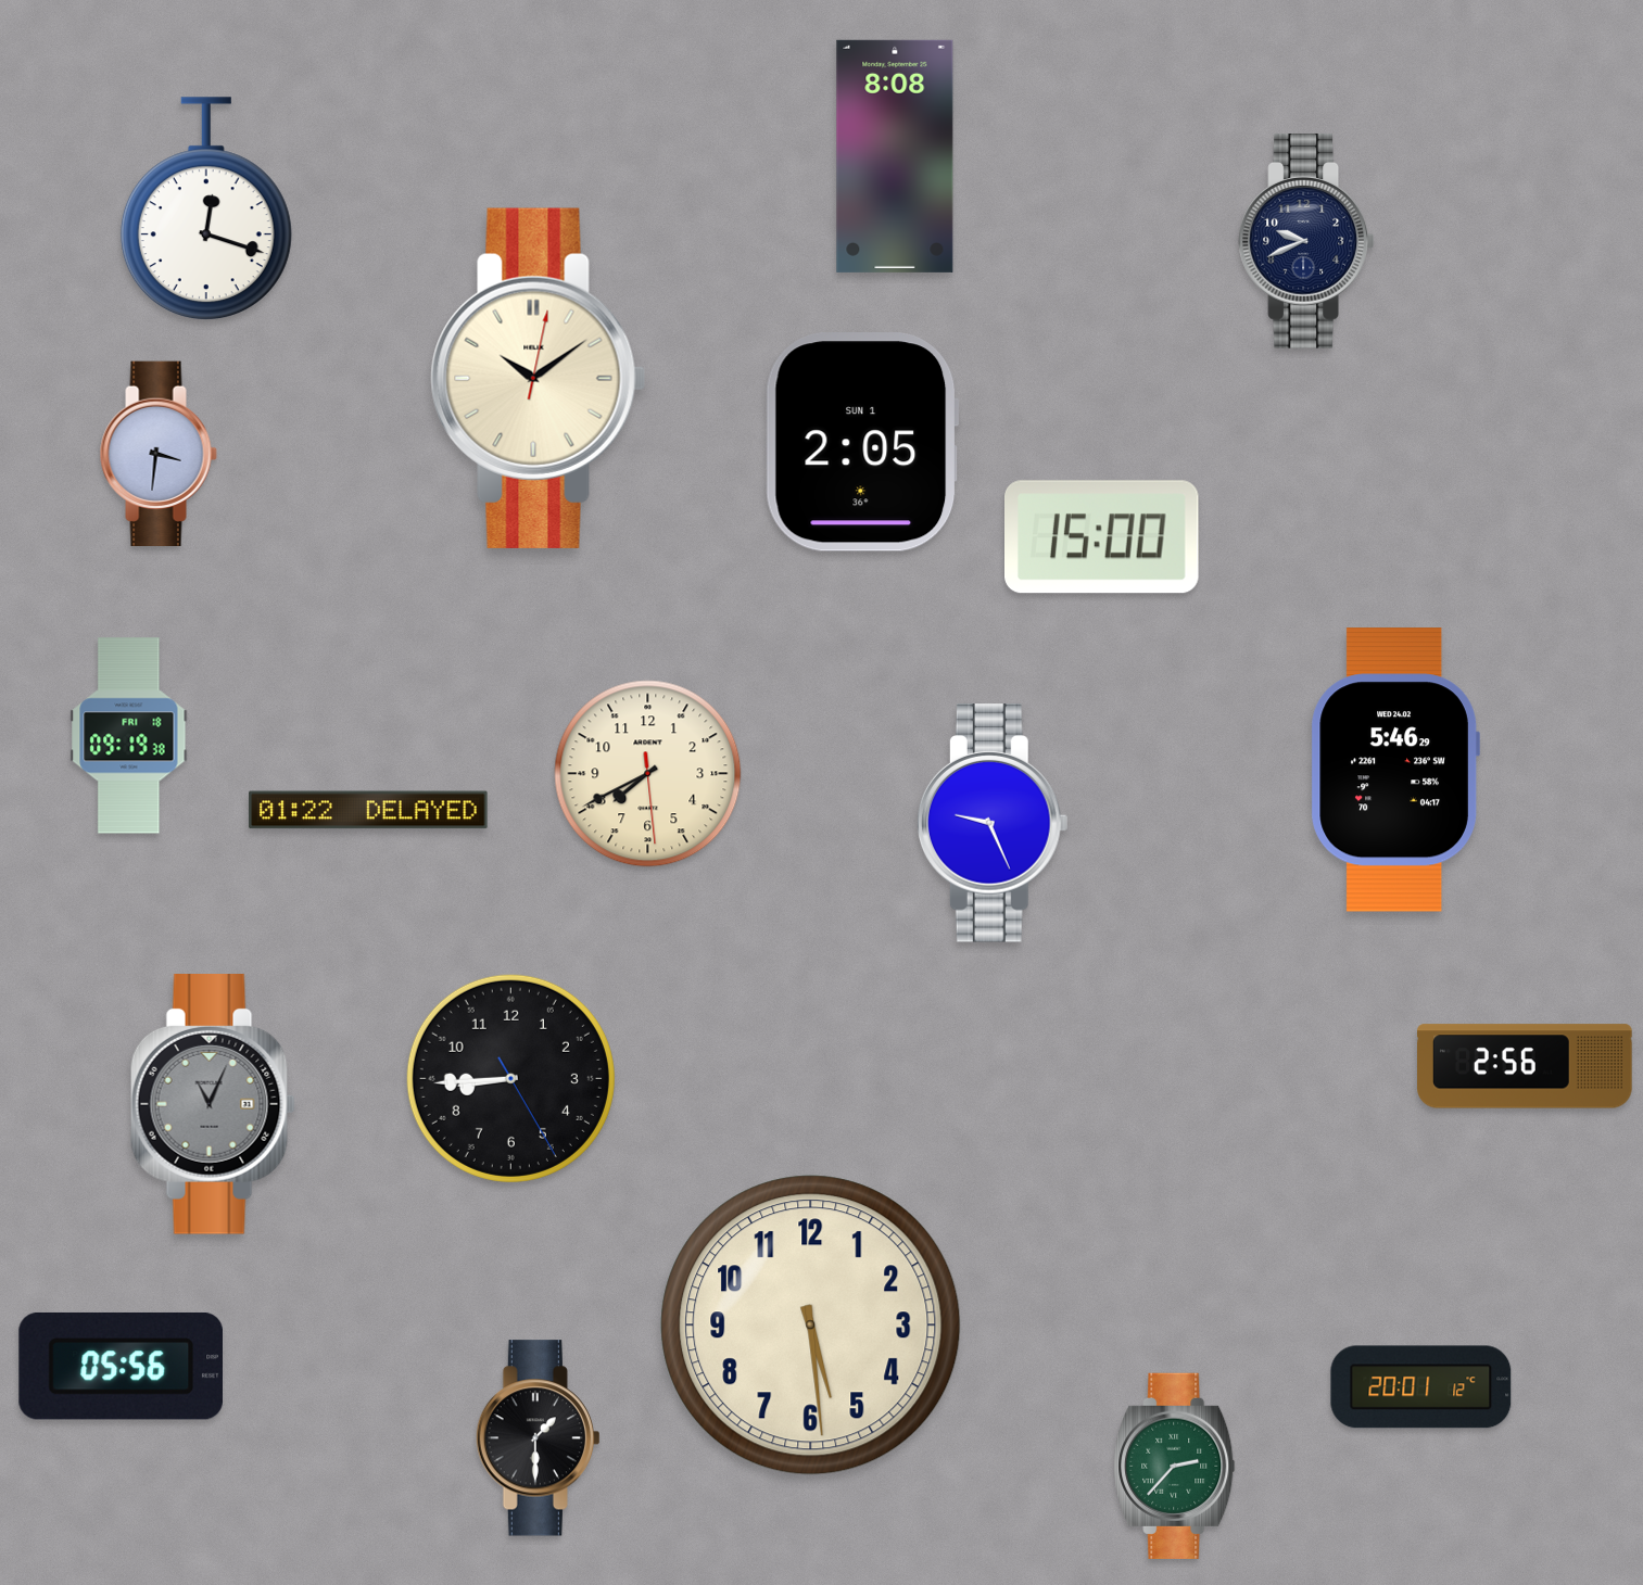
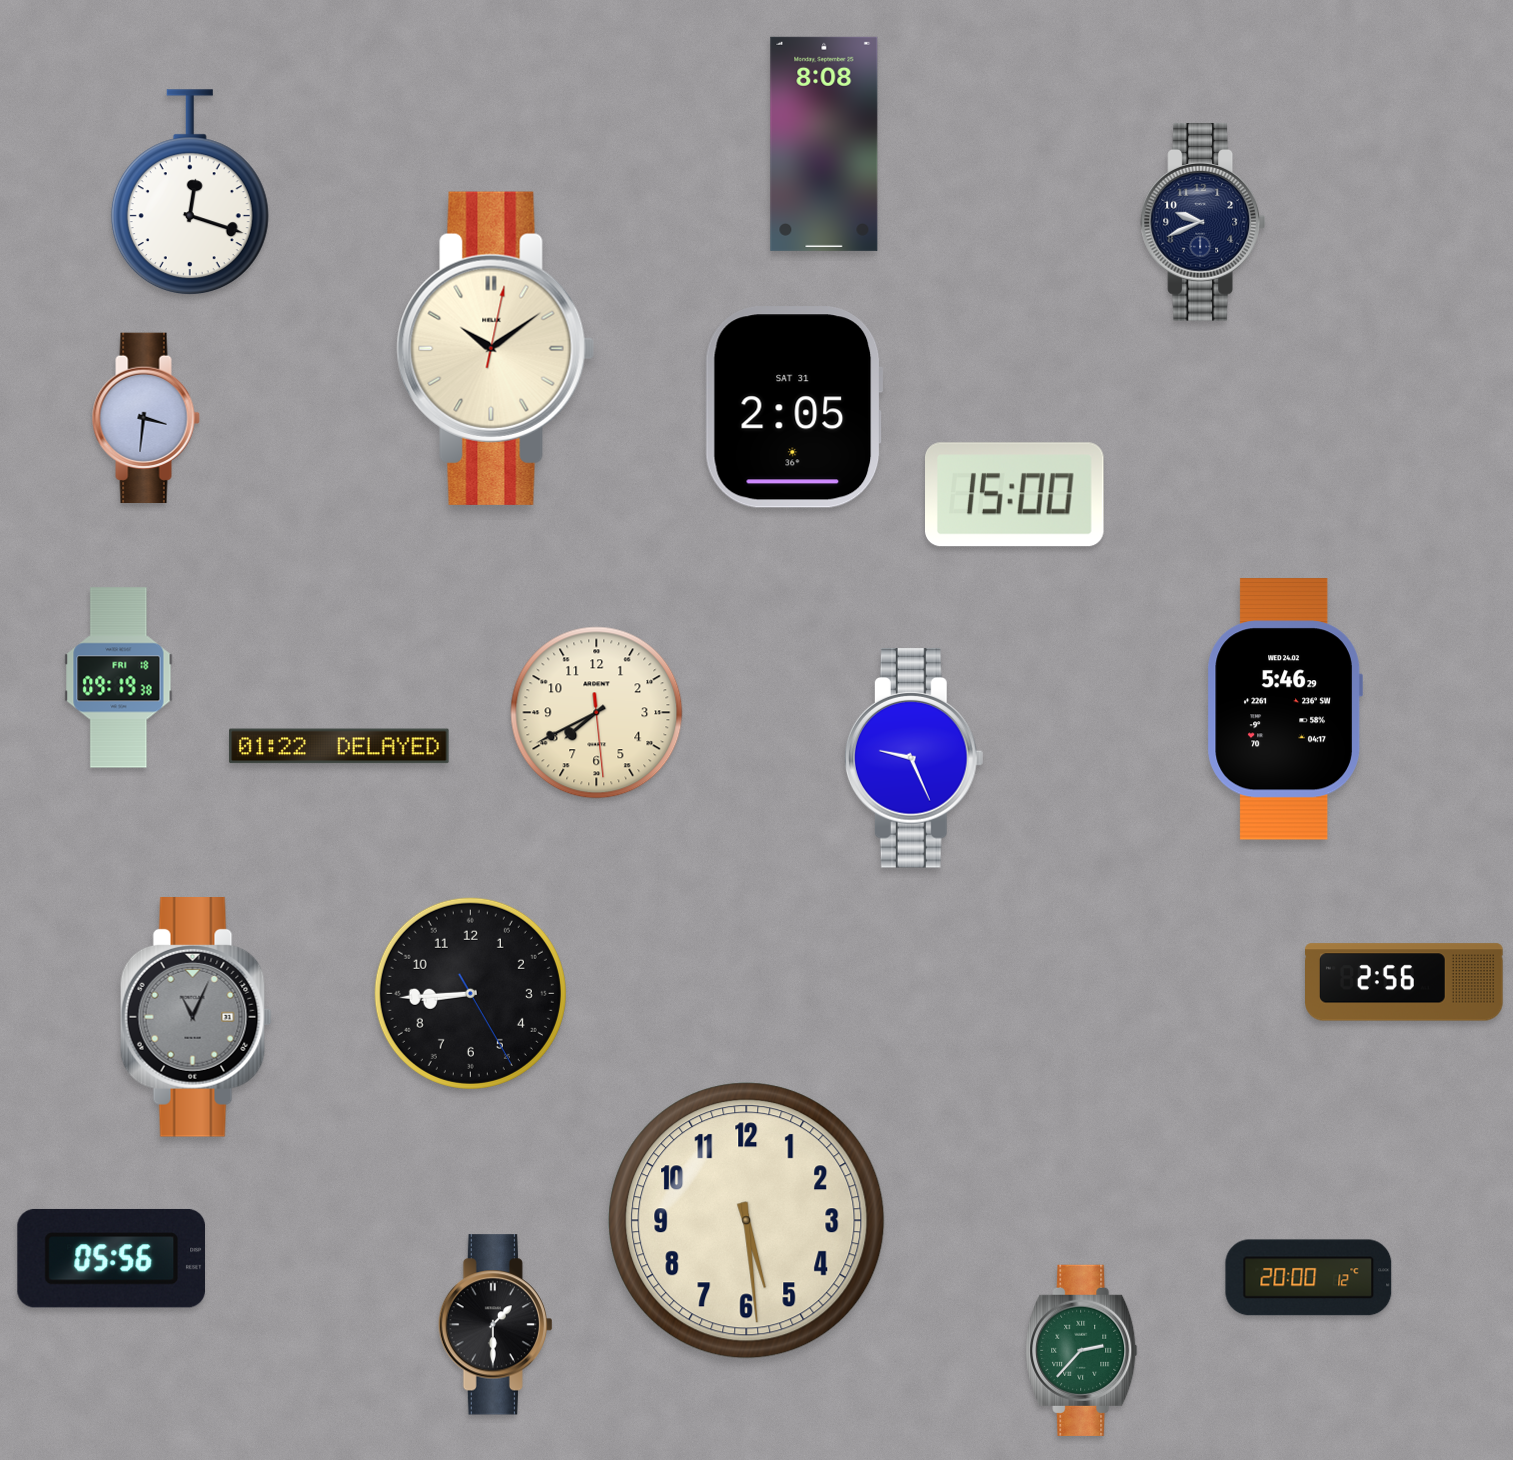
clock at (862, 442) date: SUN 1 -> SAT 31
clock at (1421, 1387): 20:01 -> 20:00
